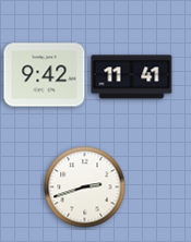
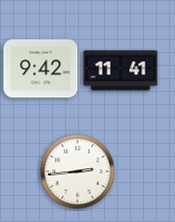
clock at (85, 187): 2:42 -> 2:44
